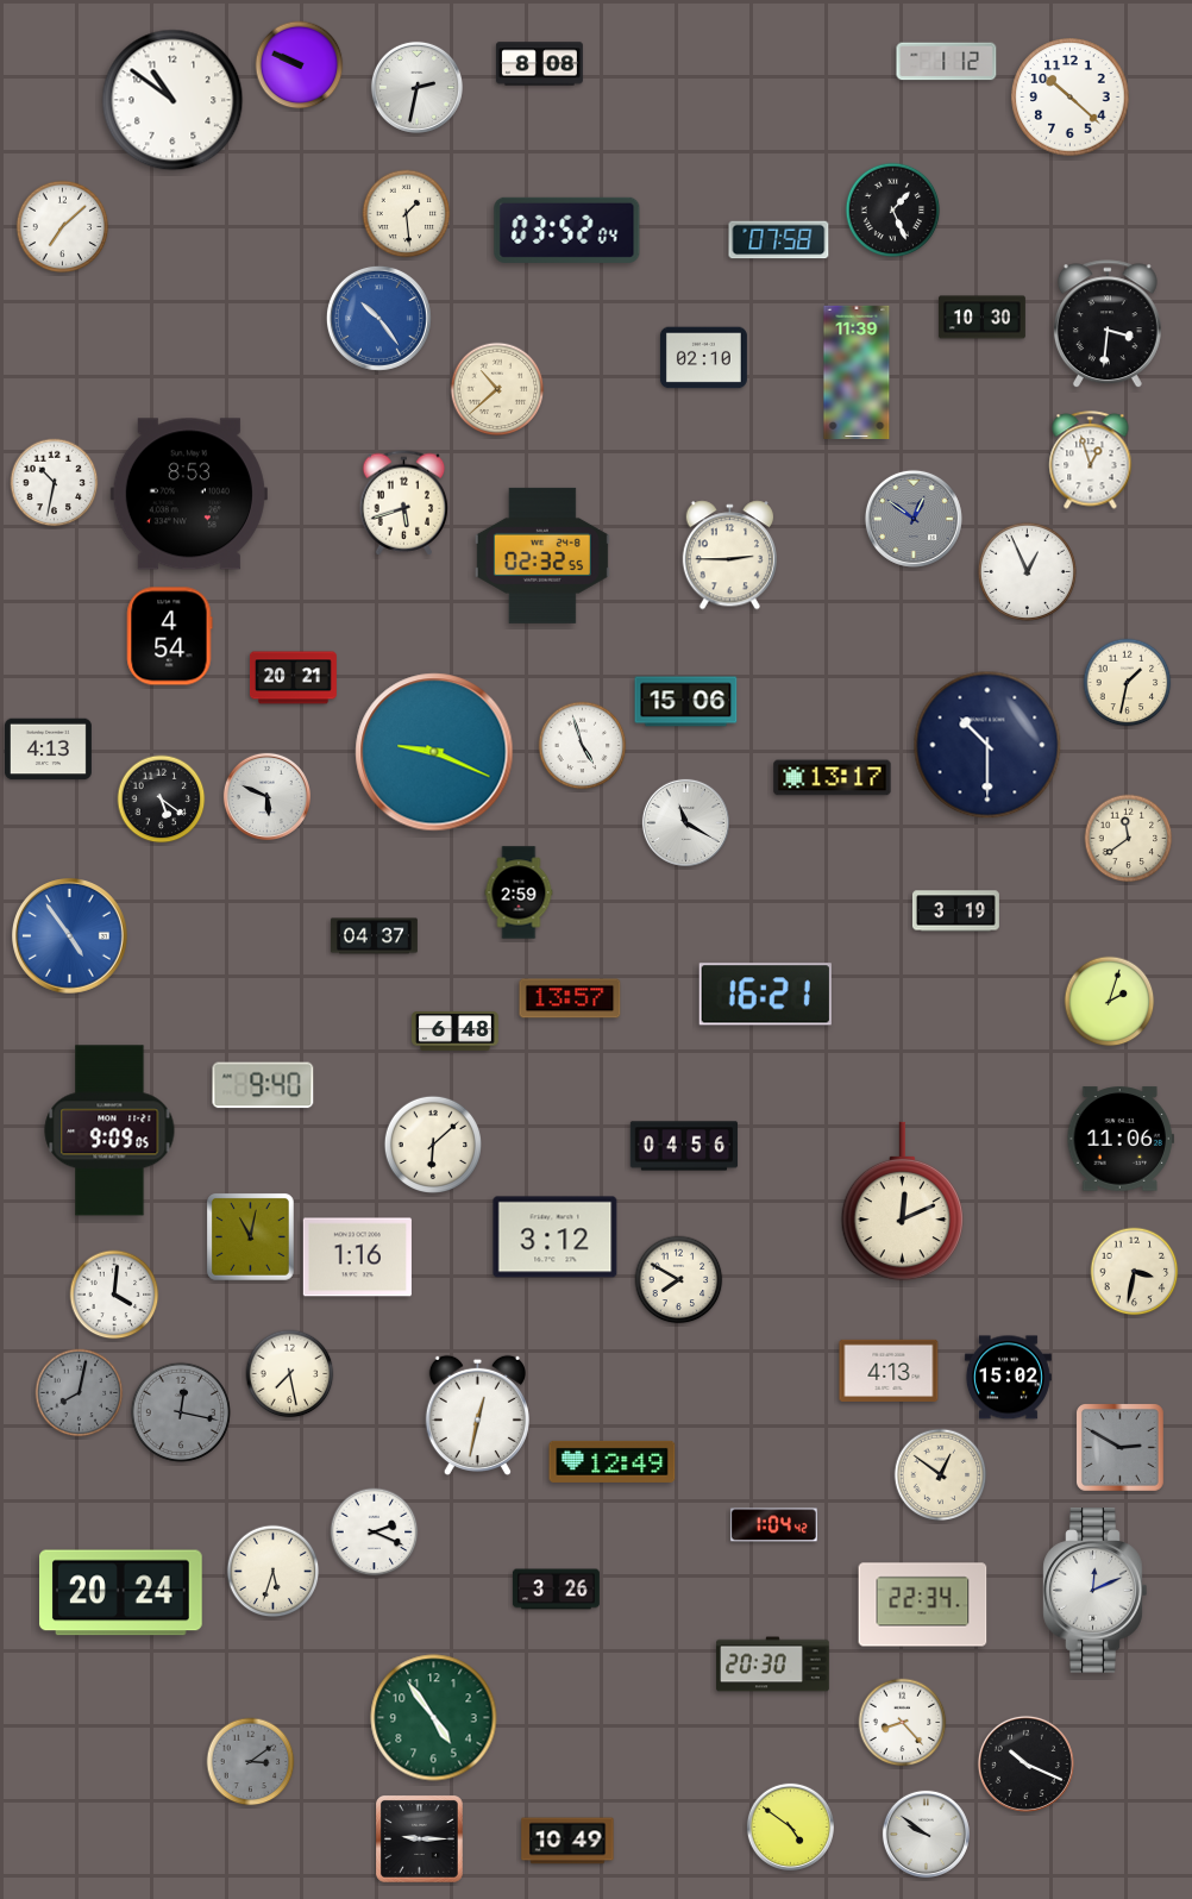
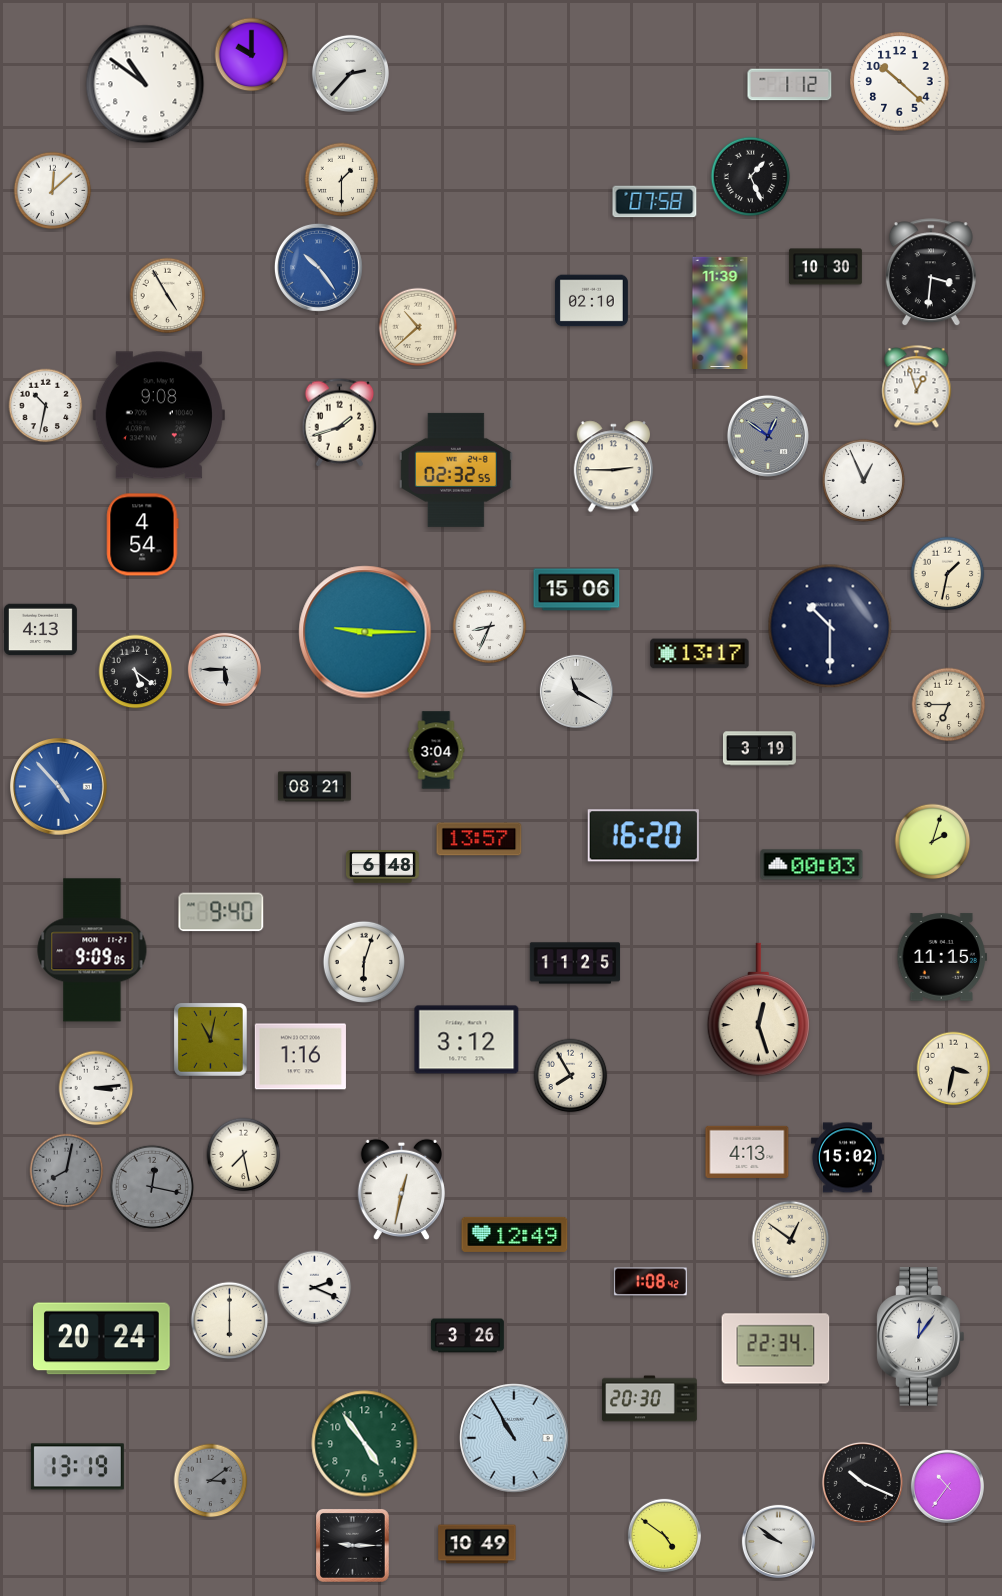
clock at (947, 62) position: (947, 62) -> (790, 85)
clock at (539, 64): 8:08 -> none
clock at (300, 65): 9:49 -> 10:00
clock at (416, 87): 2:32 -> 2:37
clock at (407, 214): 1:29 -> 1:30
clock at (63, 227): 7:08 -> 12:08
clock at (567, 230): 03:52 -> none
clock at (168, 296): none -> 4:55
clock at (189, 494): 8:53 -> 9:08
clock at (404, 503): 5:42 -> 1:42
clock at (542, 556) position: (542, 556) -> (456, 470)
clock at (293, 678): 20:21 -> none
clock at (583, 746): 4:57 -> 8:34
clock at (434, 752): 9:19 -> 9:15
clock at (266, 796): 5:49 -> 5:45
clock at (1129, 839): 11:39 -> 6:45
clock at (519, 892): 2:59 -> 3:04
clock at (955, 911) position: (955, 911) -> (759, 749)
clock at (70, 936): 4:54 -> 4:53
clock at (374, 936): 04:37 -> 08:21
clock at (765, 995): 16:21 -> 16:20
clock at (812, 865): none -> 00:03
clock at (1119, 1139): 11:06 -> 11:15
clock at (432, 1143): 6:08 -> 6:03
clock at (684, 1146): 04:56 -> 11:25
clock at (902, 1202): 12:11 -> 12:27
clock at (679, 1280): 7:50 -> 7:55
clock at (114, 1295): 4:01 -> 3:14
clock at (1121, 1448): 2:50 -> none
clock at (613, 1461) position: (613, 1461) -> (515, 1234)
clock at (773, 1525): 1:04 -> 1:08
clock at (274, 1572): 5:33 -> 6:00
clock at (1096, 1591): 12:11 -> 12:06
clock at (514, 1438): none -> 10:55
clock at (903, 1723): 8:23 -> none
clock at (77, 1467): none -> 13:19
clock at (947, 1486): none -> 10:36
clock at (567, 1841) position: (567, 1841) -> (477, 1544)
